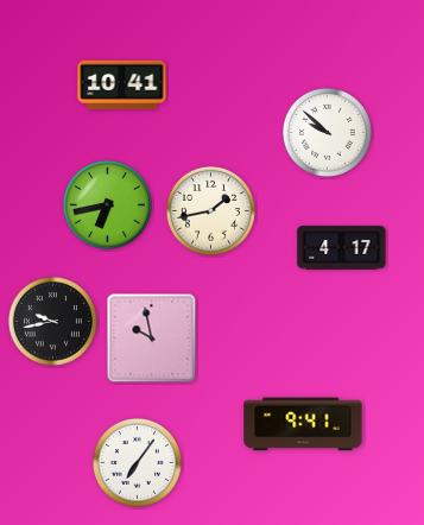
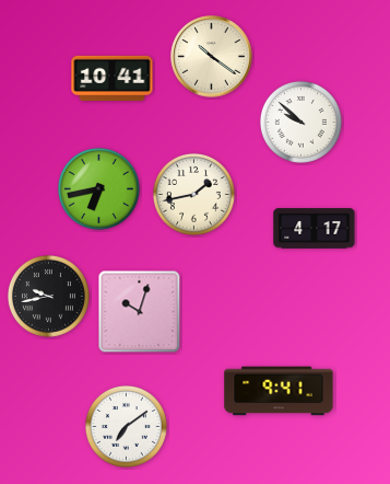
clock at (212, 57): none -> 10:21
clock at (152, 339): 9:58 -> 10:03
clock at (137, 462): 7:06 -> 7:09
